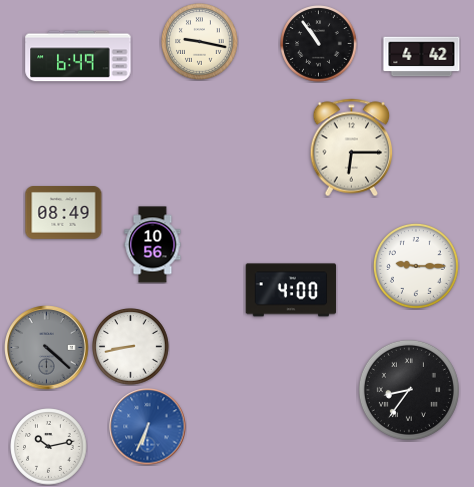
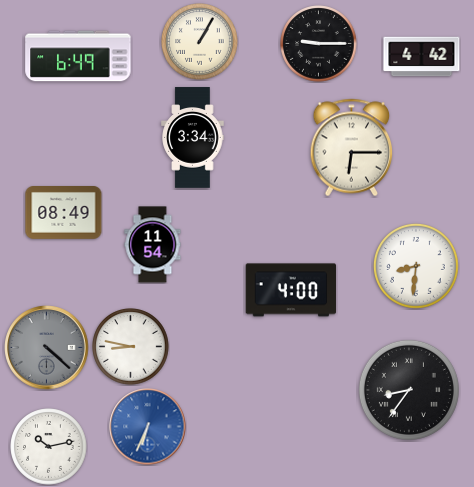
clock at (200, 42): 9:17 -> 1:05
clock at (319, 44): 10:54 -> 9:15
clock at (193, 138): none -> 3:34
clock at (153, 245): 10:56 -> 11:54
clock at (416, 266): 9:15 -> 8:31
clock at (131, 347): 8:43 -> 8:47
